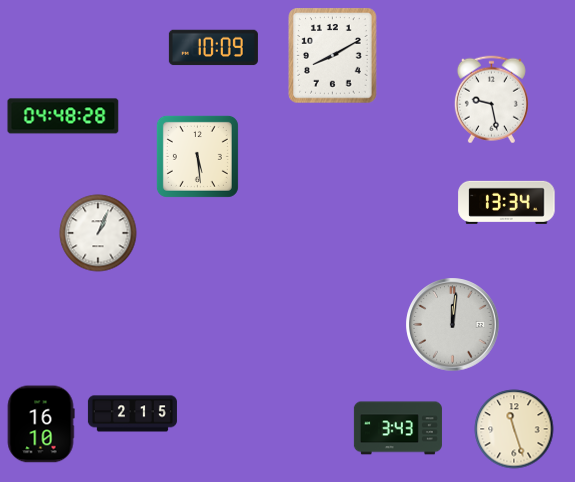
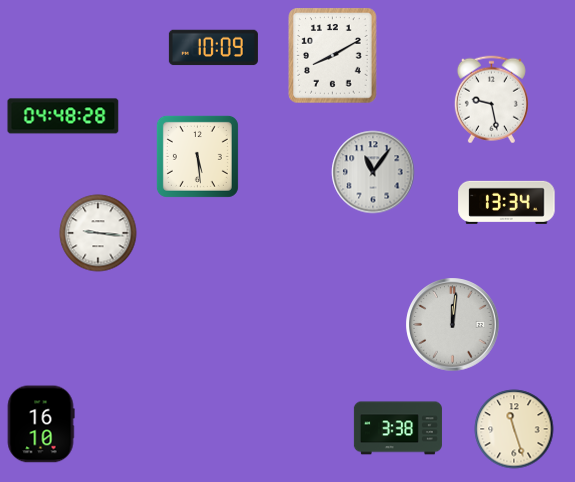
clock at (373, 172): none -> 11:06
clock at (98, 233): 1:04 -> 9:16
clock at (132, 414): 2:15 -> none
clock at (398, 428): 3:43 -> 3:38
